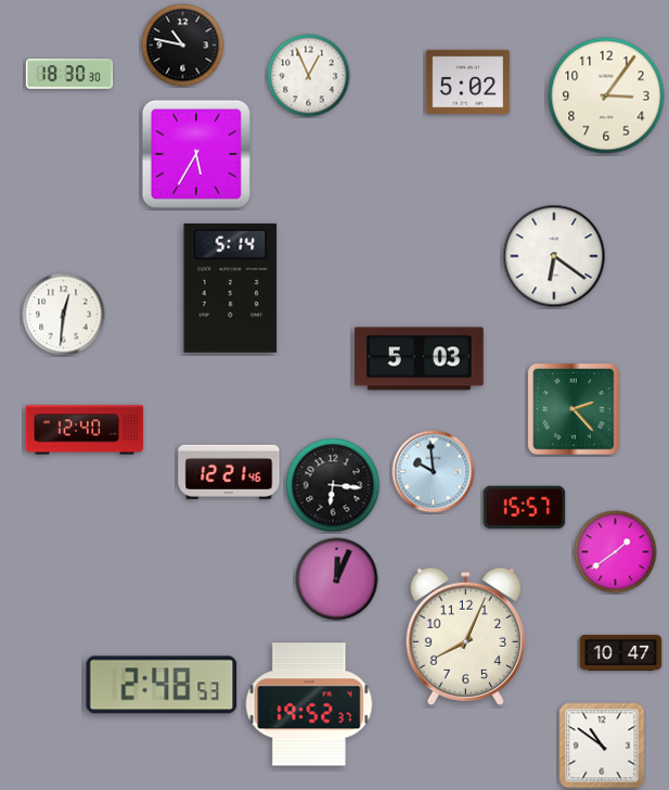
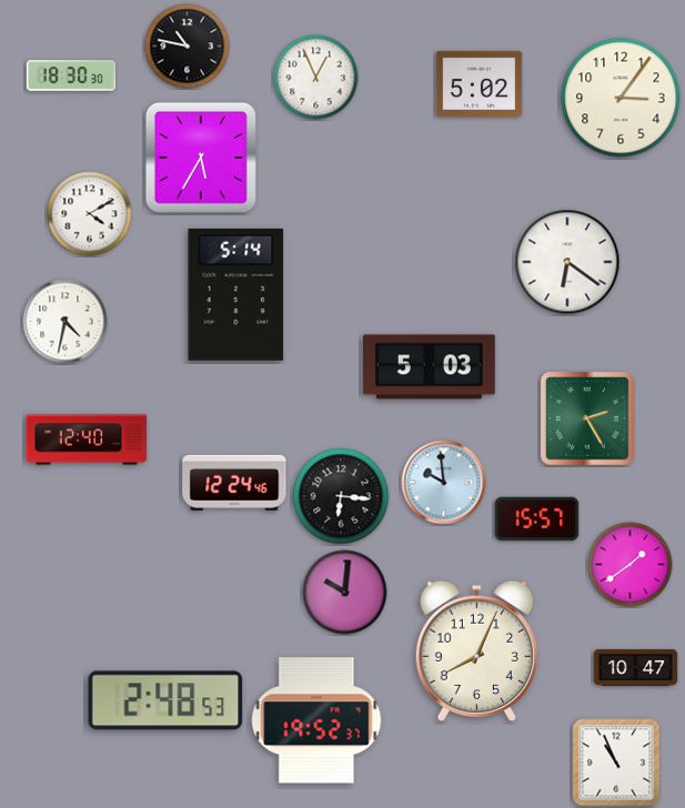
clock at (90, 214): none -> 4:10
clock at (64, 315): 12:31 -> 4:32
clock at (575, 410): 2:23 -> 2:25
clock at (229, 472): 12:21 -> 12:24
clock at (337, 579): 12:04 -> 10:01
clock at (602, 746): 10:51 -> 10:56
